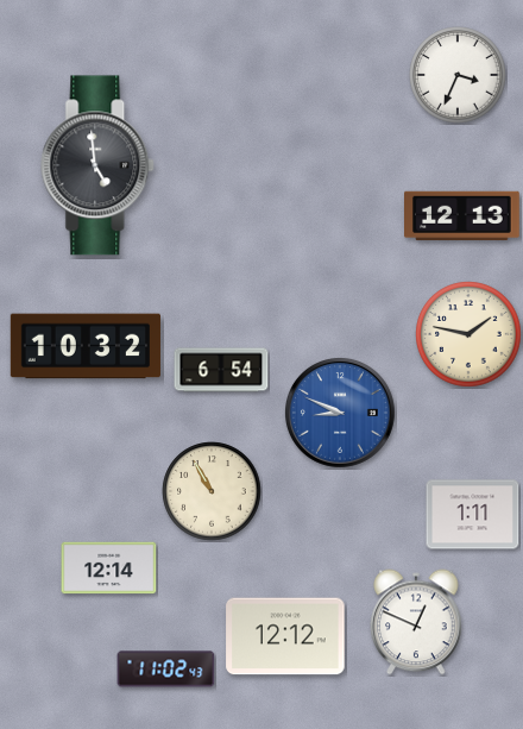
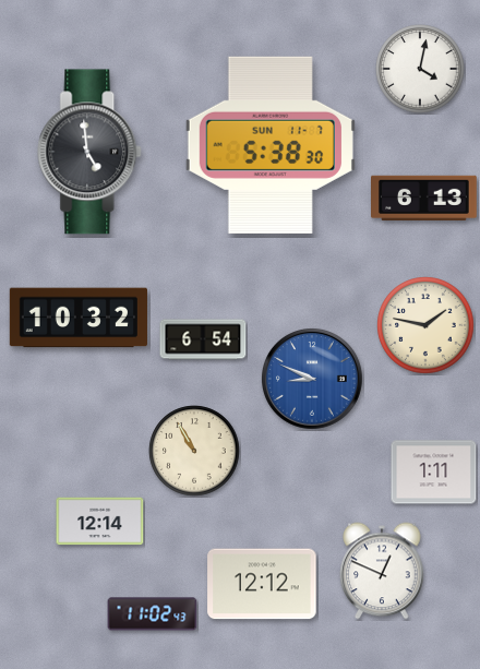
clock at (458, 75): 3:34 -> 4:02
clock at (271, 145): none -> 5:38
clock at (462, 215): 12:13 -> 6:13
clock at (468, 334) position: (468, 334) -> (425, 325)
